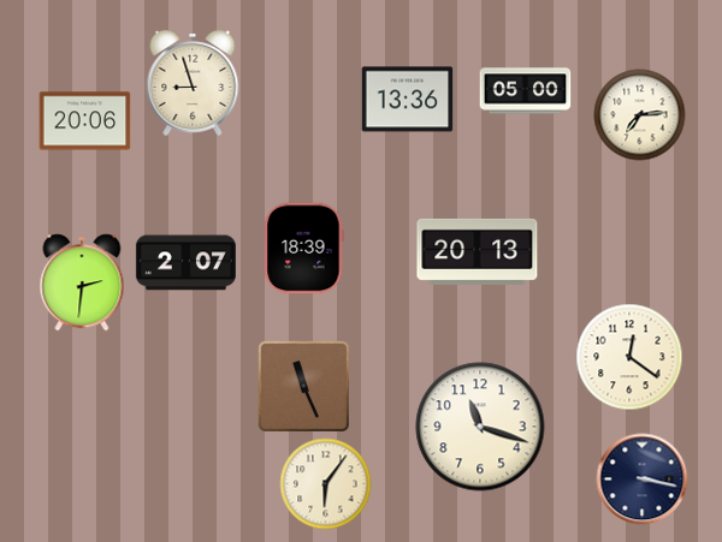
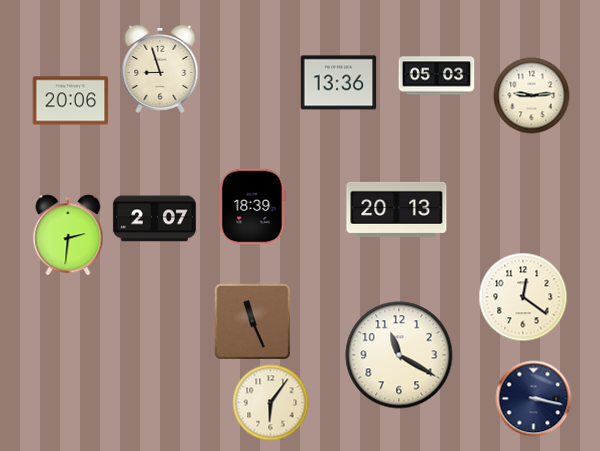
clock at (526, 91): 05:00 -> 05:03
clock at (640, 115): 7:14 -> 9:14
clock at (480, 427): 11:18 -> 11:20
